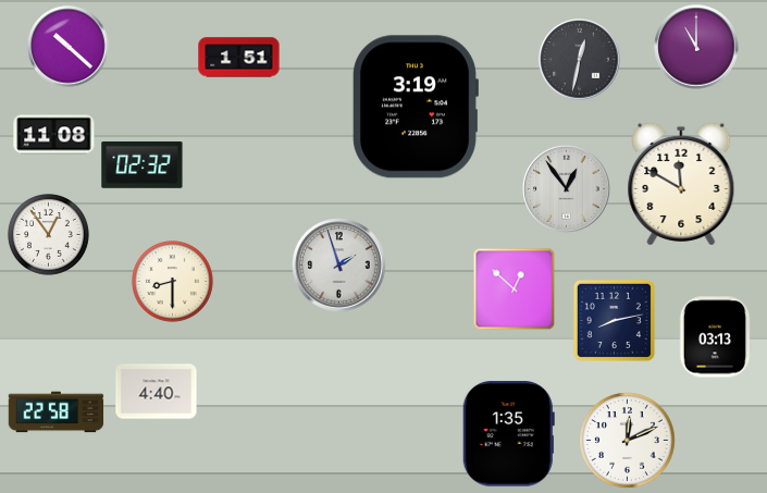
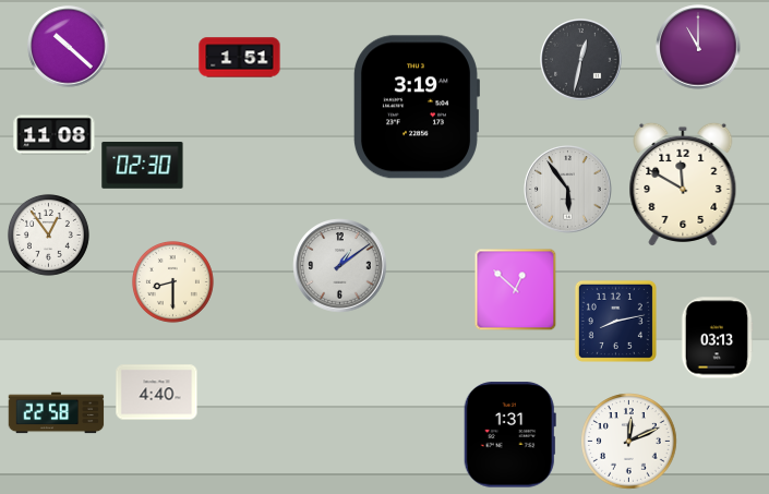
clock at (143, 164): 02:32 -> 02:30
clock at (567, 189): 12:54 -> 5:54
clock at (339, 266): 1:57 -> 1:09
clock at (508, 434): 1:35 -> 1:31
